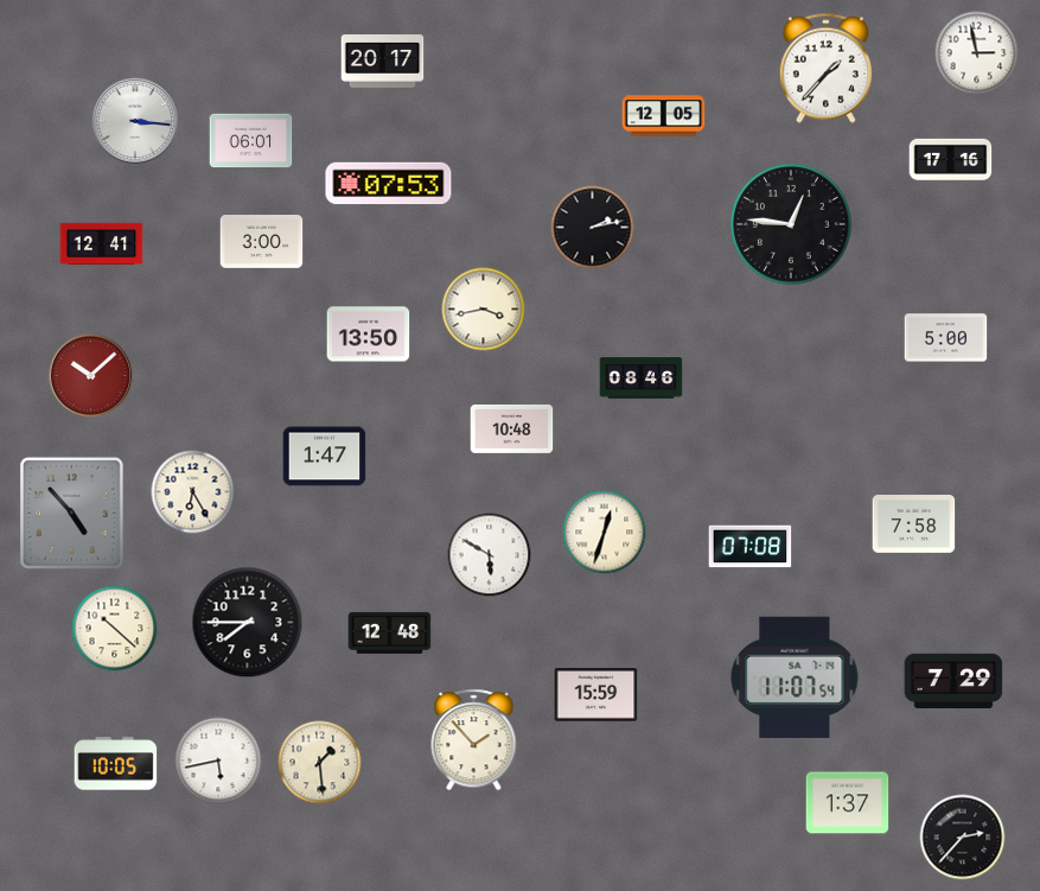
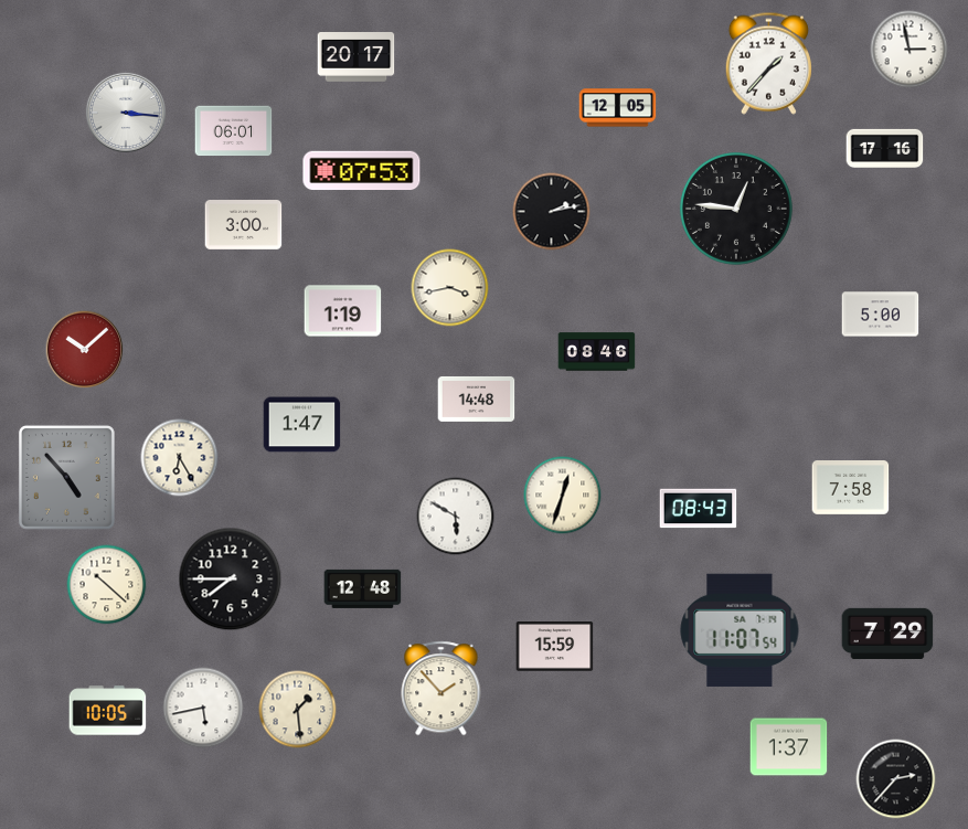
clock at (102, 244): 12:41 -> none
clock at (369, 335): 13:50 -> 1:19
clock at (512, 428): 10:48 -> 14:48
clock at (751, 547): 07:08 -> 08:43
